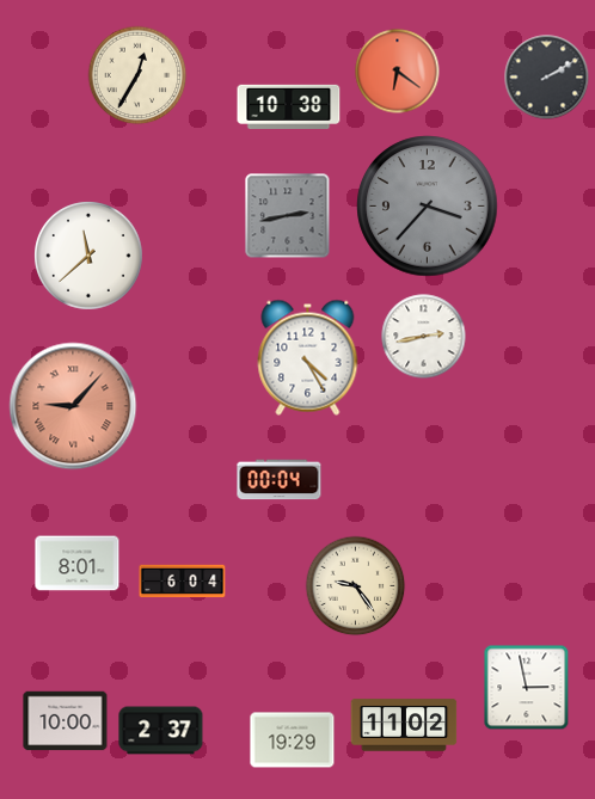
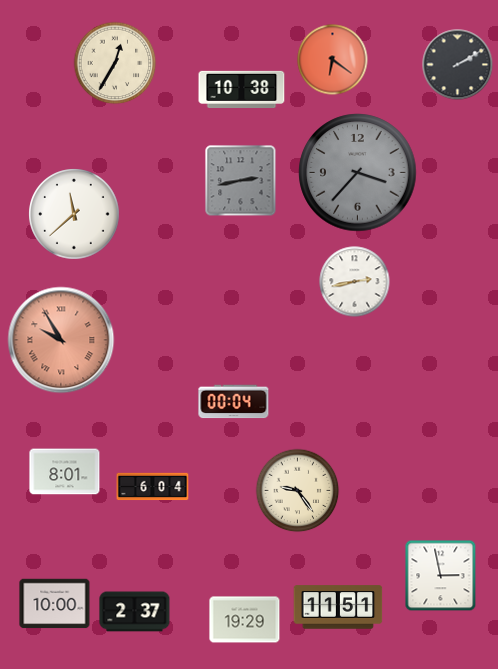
clock at (308, 357): 4:25 -> none
clock at (73, 406): 9:07 -> 9:55
clock at (404, 725): 11:02 -> 11:51
